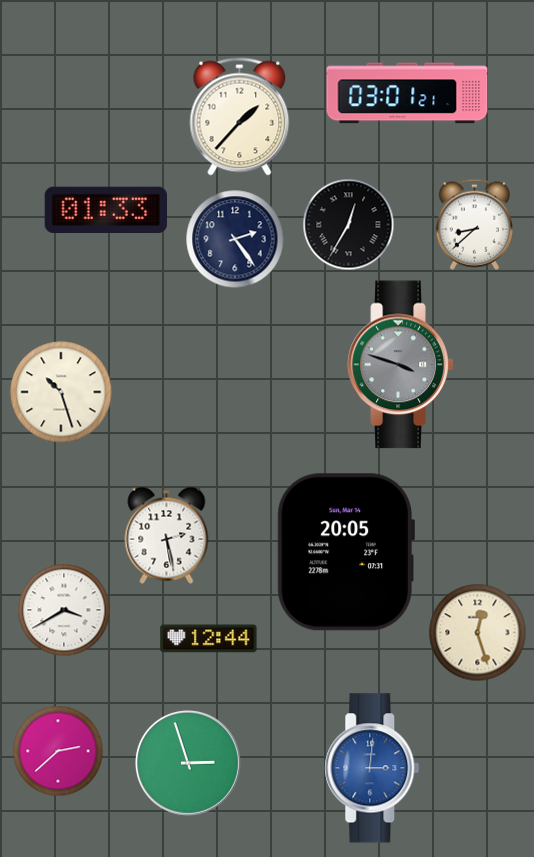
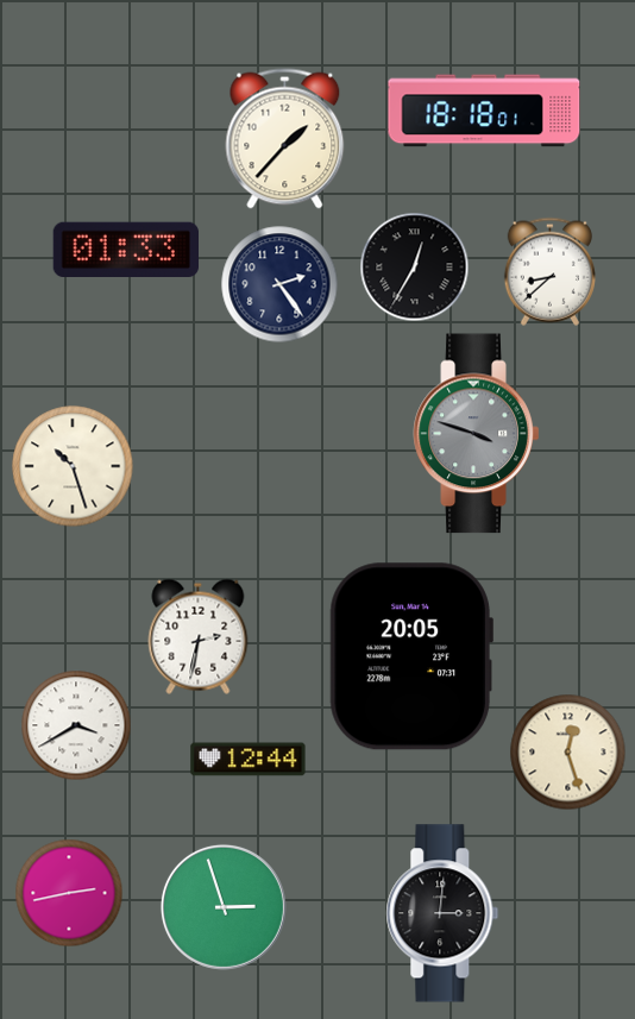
clock at (407, 93): 03:01 -> 18:18
clock at (474, 224) position: (474, 224) -> (549, 271)
clock at (167, 535): 2:28 -> 2:32
clock at (58, 751): 2:38 -> 2:43
clock at (372, 768) dial: blue -> black
